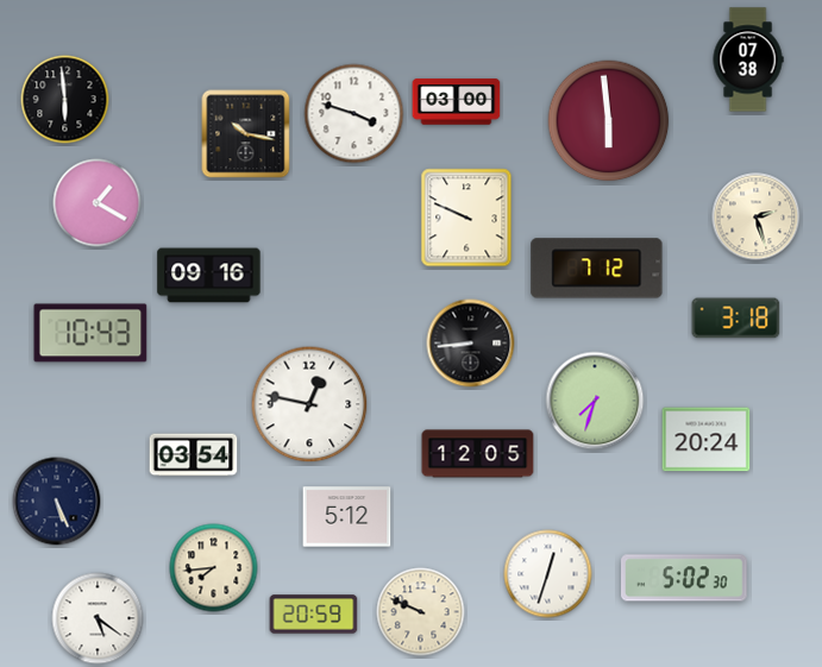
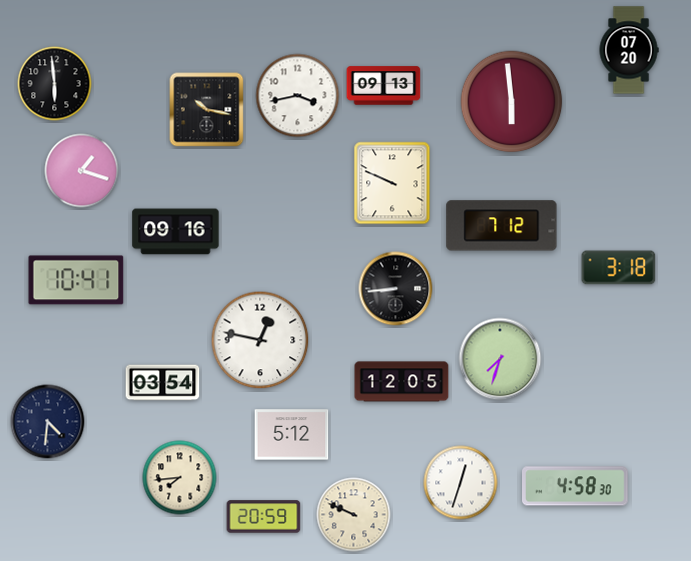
clock at (748, 59): 07:38 -> 07:20
clock at (457, 102): 03:00 -> 09:13
clock at (354, 114): 3:48 -> 3:43
clock at (246, 134) position: (246, 134) -> (207, 110)
clock at (98, 203): 1:20 -> 1:18
clock at (757, 218): 2:27 -> none
clock at (90, 333): 10:43 -> 10:41
clock at (595, 401) position: (595, 401) -> (500, 359)
clock at (707, 440): 20:24 -> none
clock at (57, 502): 5:26 -> 4:31
clock at (685, 578): 5:02 -> 4:58
clock at (98, 618): 5:21 -> none
